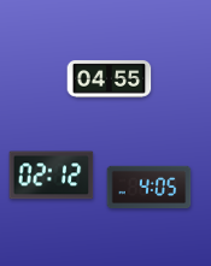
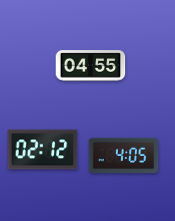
clock at (52, 176) position: (52, 176) -> (43, 150)
